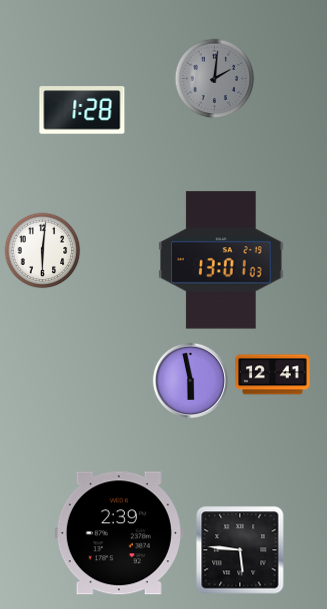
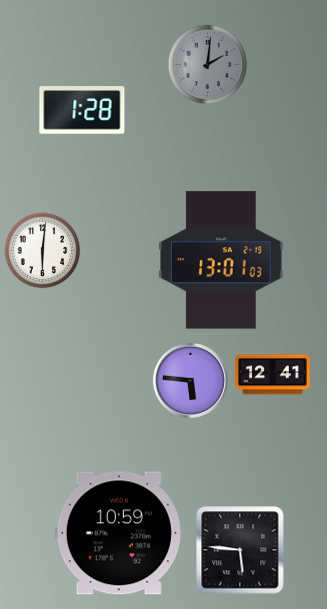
clock at (215, 79) position: (215, 79) -> (208, 65)
clock at (190, 380): 5:58 -> 5:46
clock at (119, 533): 2:39 -> 10:59
